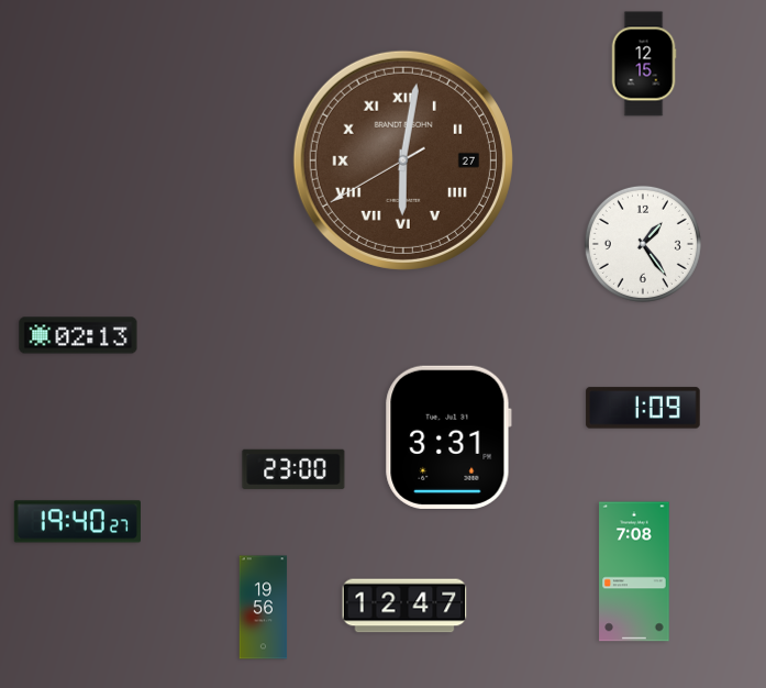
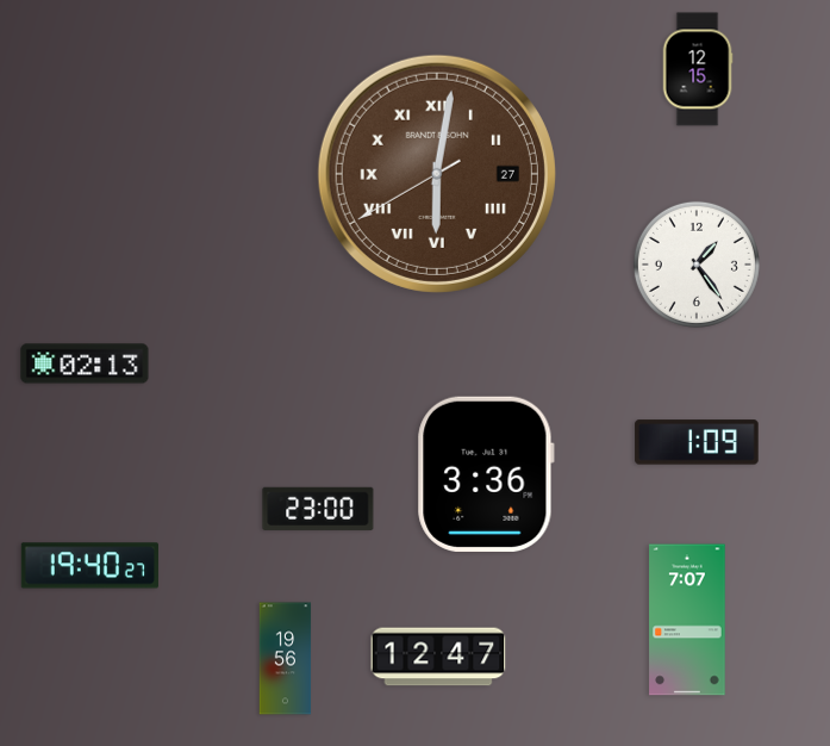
clock at (448, 437): 3:31 -> 3:36
clock at (77, 522) position: (77, 522) -> (89, 566)
clock at (634, 572): 7:08 -> 7:07
